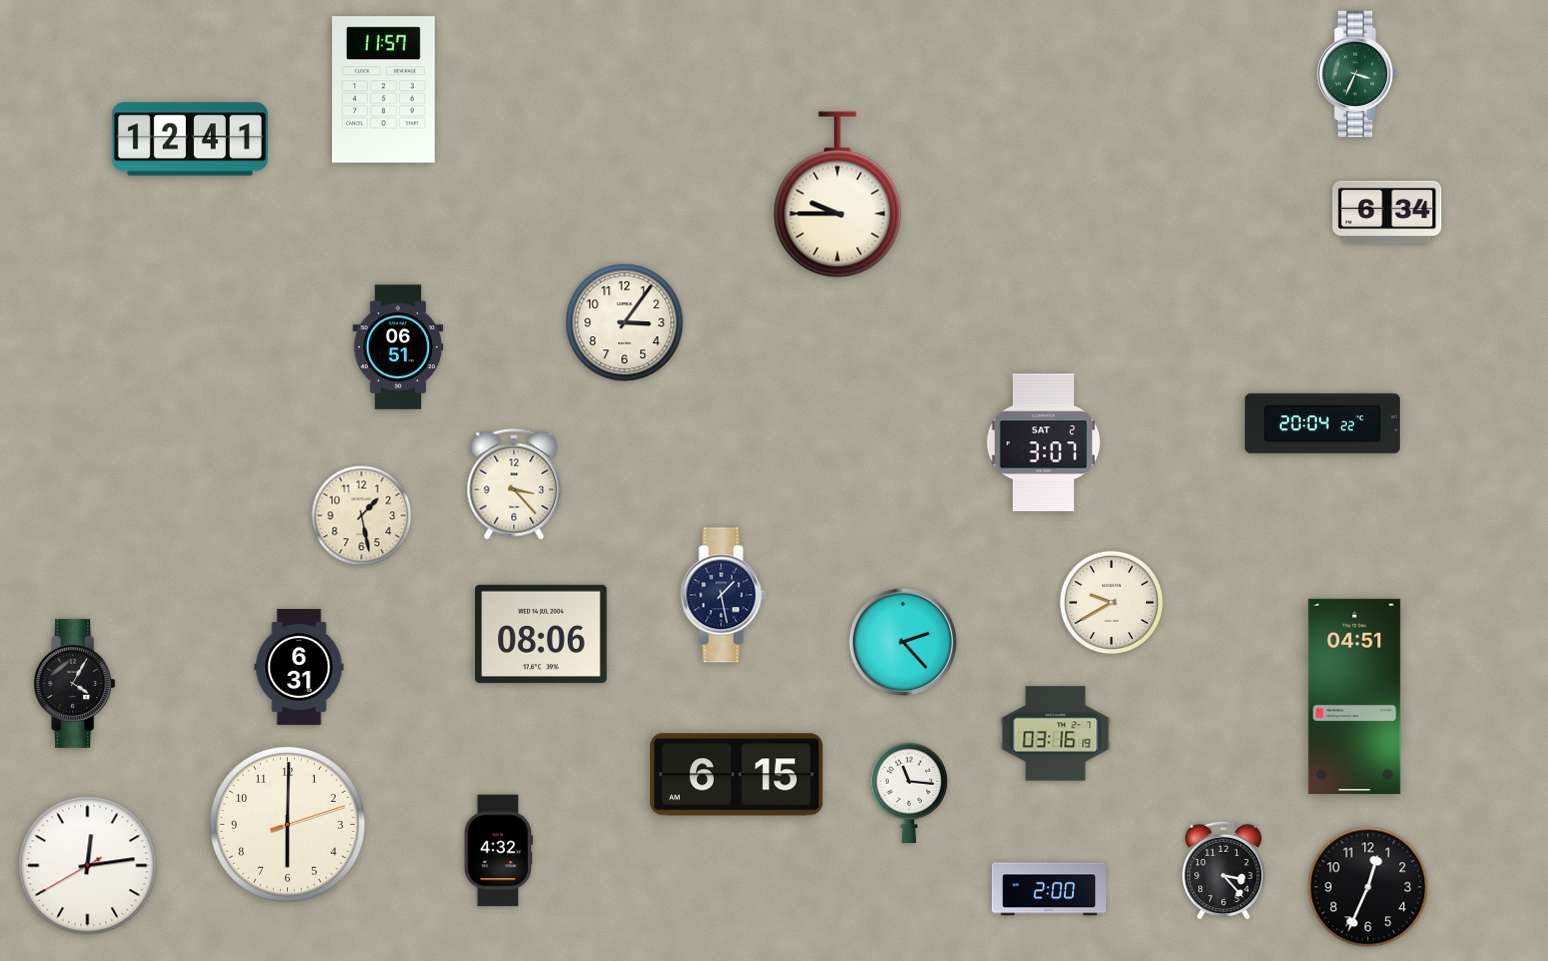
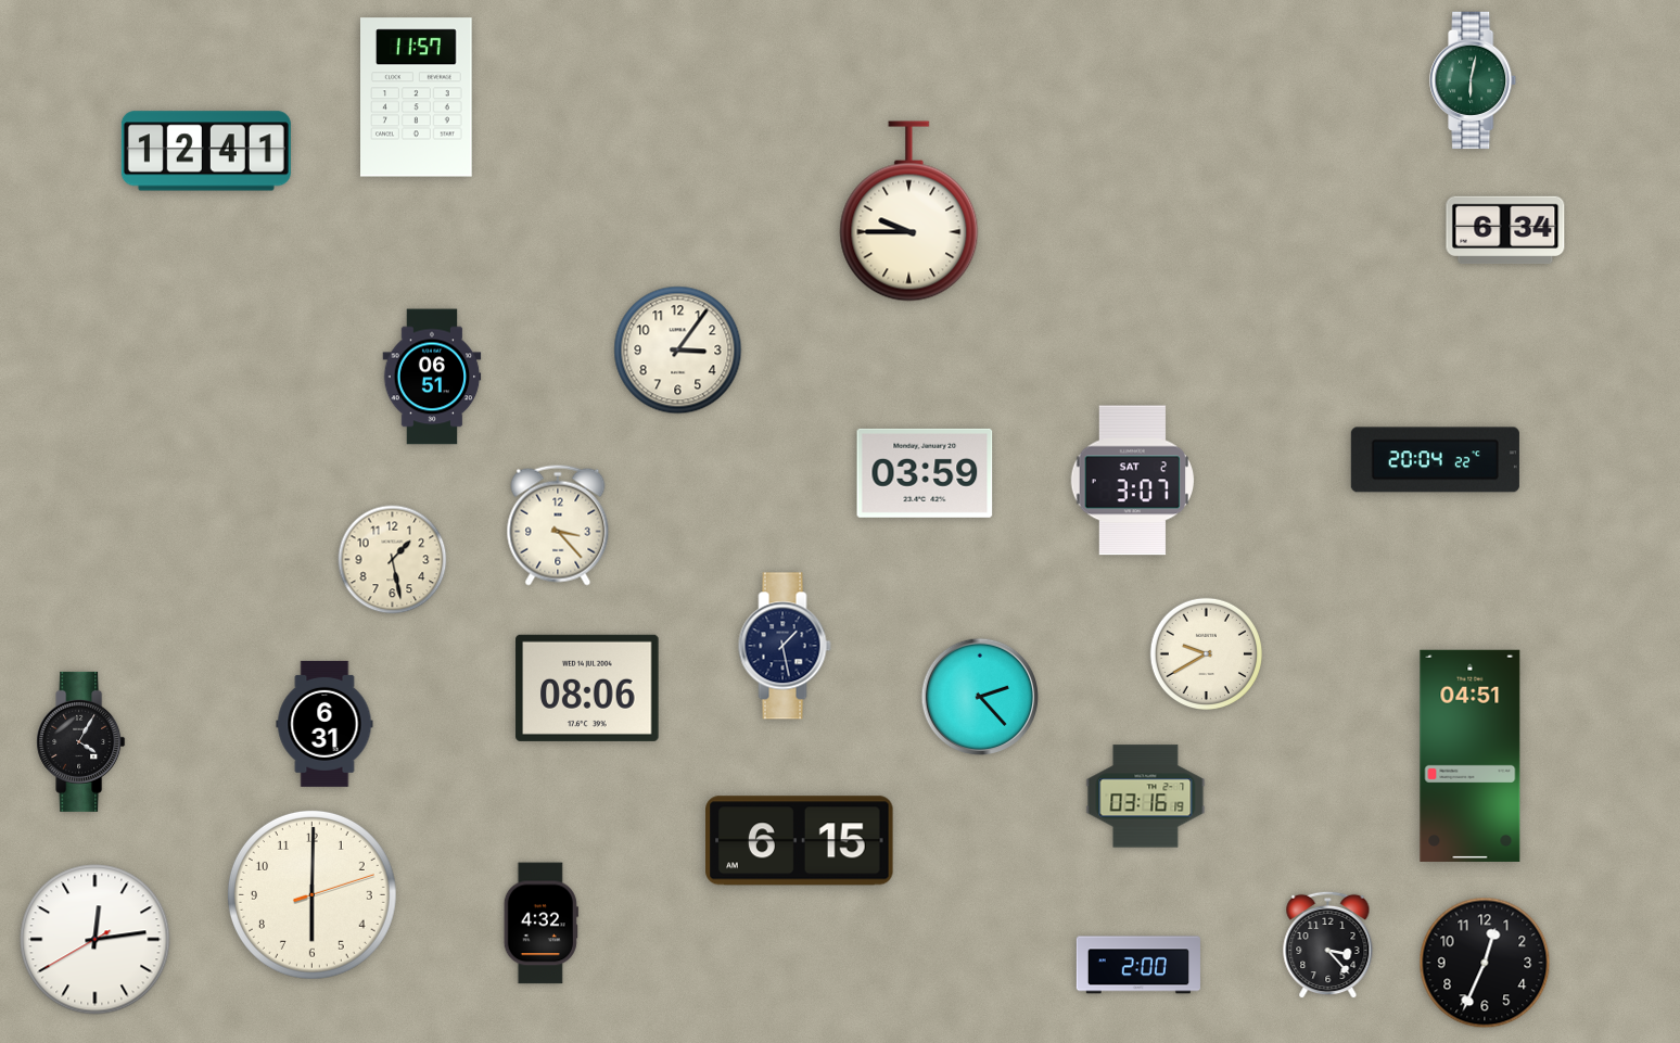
clock at (1358, 74): 3:34 -> 6:02
clock at (925, 473): none -> 03:59
clock at (909, 792): 11:16 -> none
